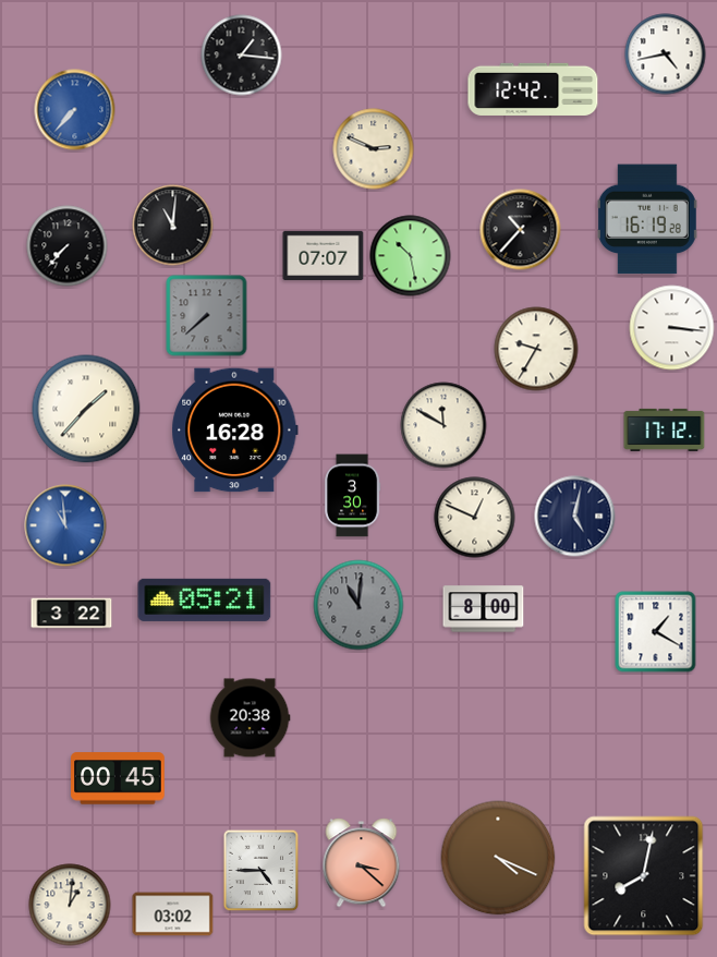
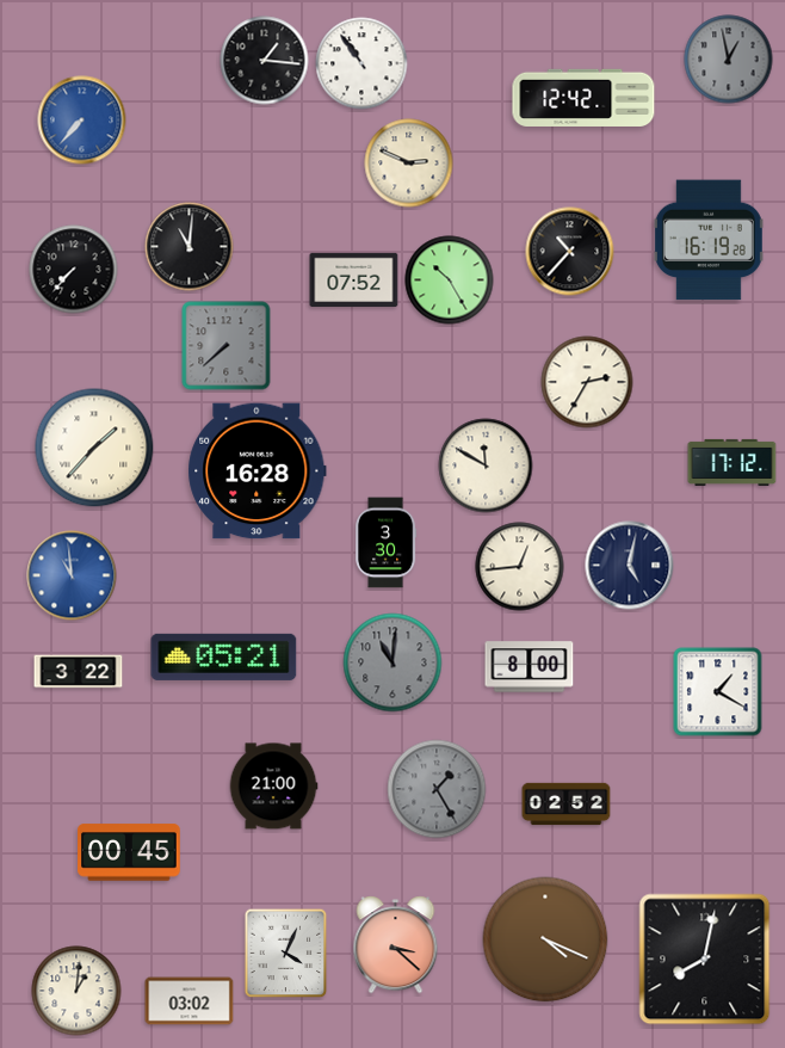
clock at (666, 54): 4:43 -> 12:58
clock at (666, 54) dial: white -> grey
clock at (361, 63): none -> 10:54
clock at (324, 255): 07:07 -> 07:52
clock at (411, 256): 10:28 -> 10:25
clock at (672, 328): 3:16 -> none
clock at (536, 349): 9:35 -> 2:35
clock at (665, 429) position: (665, 429) -> (733, 462)
clock at (475, 518): 12:49 -> 12:44
clock at (250, 718): 20:38 -> 21:00
clock at (437, 789): none -> 1:25
clock at (567, 805): none -> 02:52
clock at (262, 871): 4:45 -> 4:04
